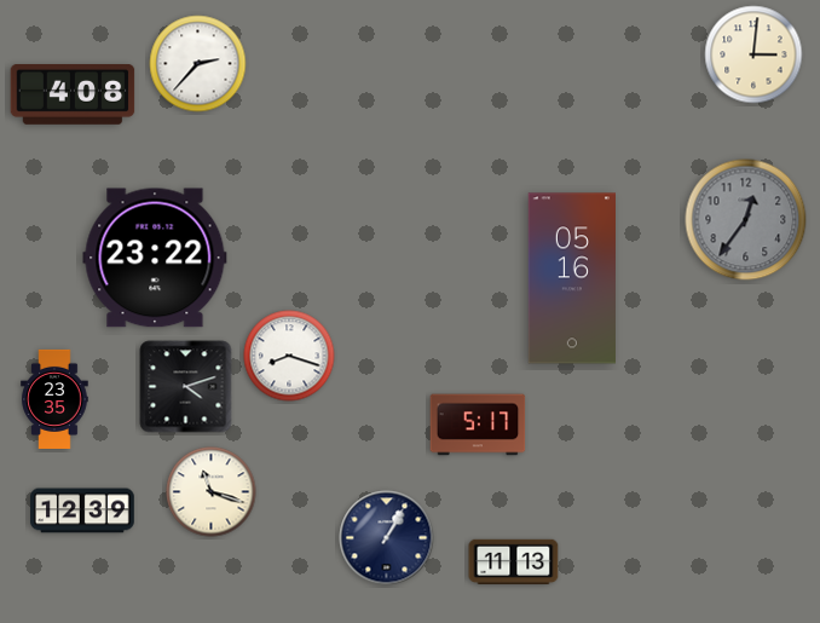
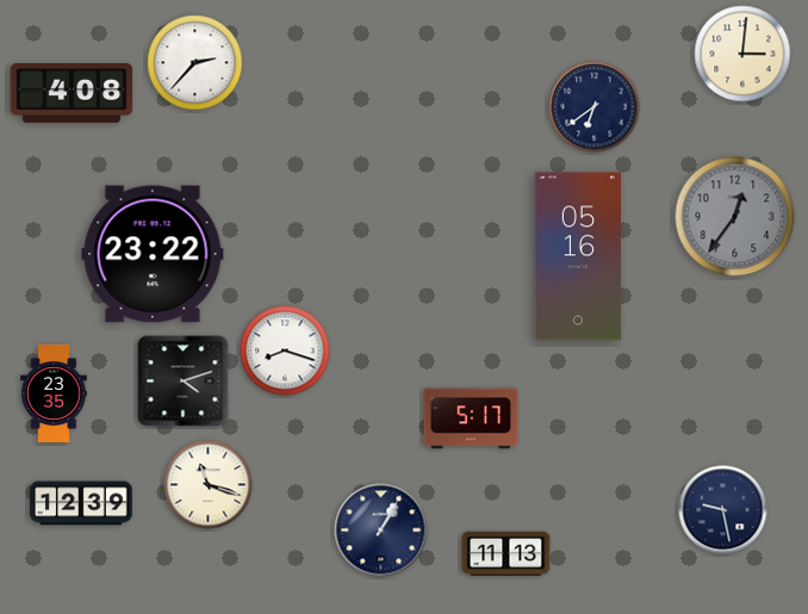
clock at (595, 107): none -> 6:39
clock at (571, 278) position: (571, 278) -> (577, 256)
clock at (723, 510): none -> 9:28
